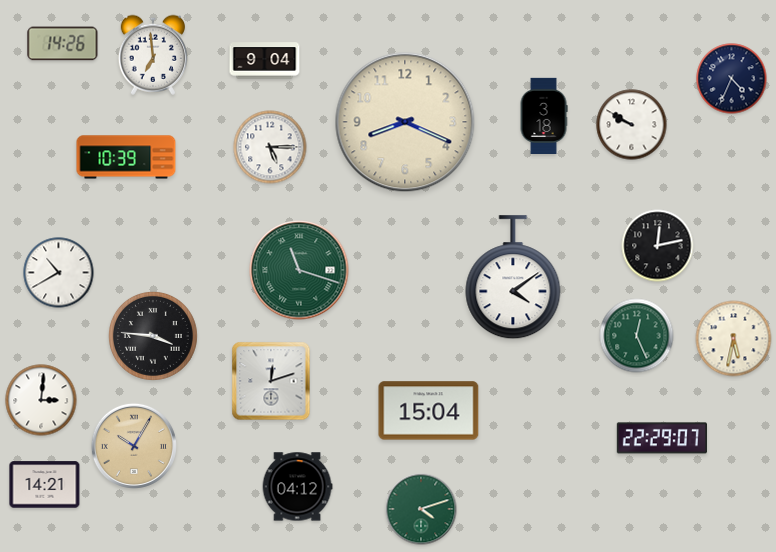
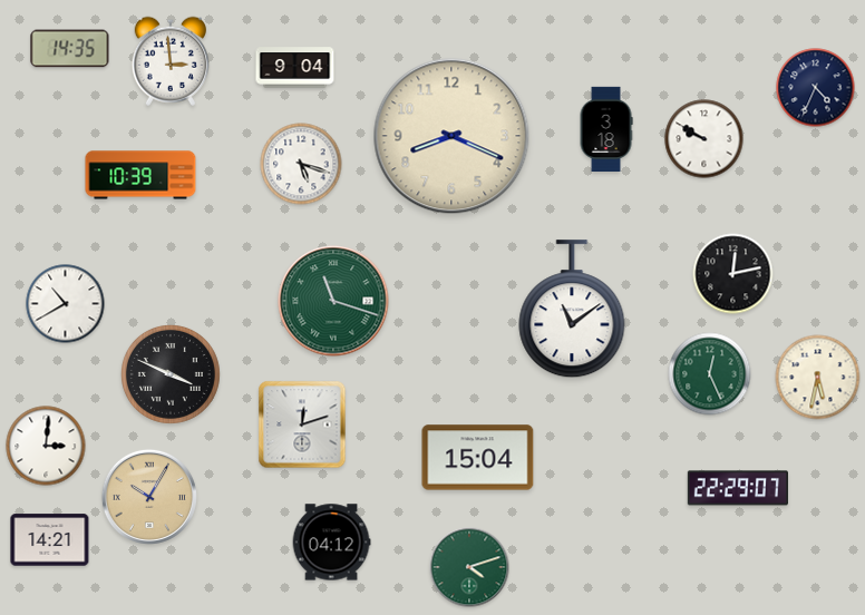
clock at (63, 44): 14:26 -> 14:35
clock at (152, 55): 6:59 -> 2:59
clock at (270, 147): 5:15 -> 5:18
clock at (513, 278): 4:09 -> 11:09
clock at (153, 336): 3:46 -> 3:49
